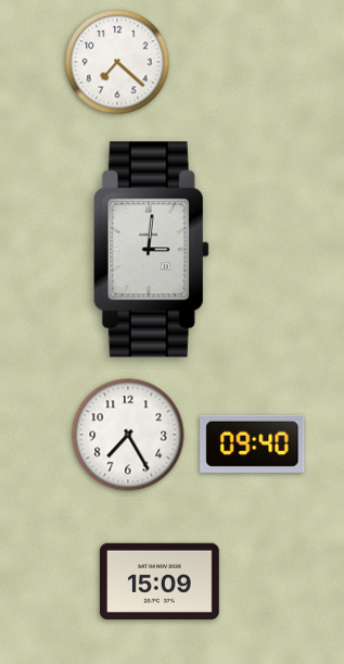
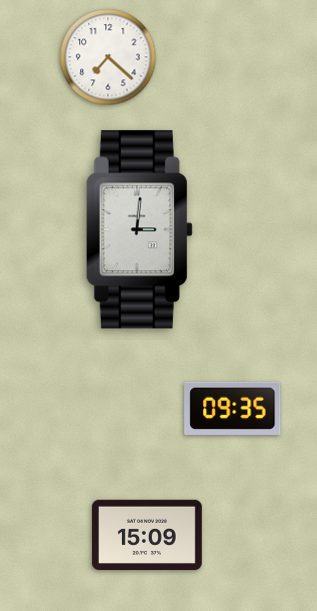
clock at (128, 435): 7:25 -> none
clock at (253, 443): 09:40 -> 09:35
